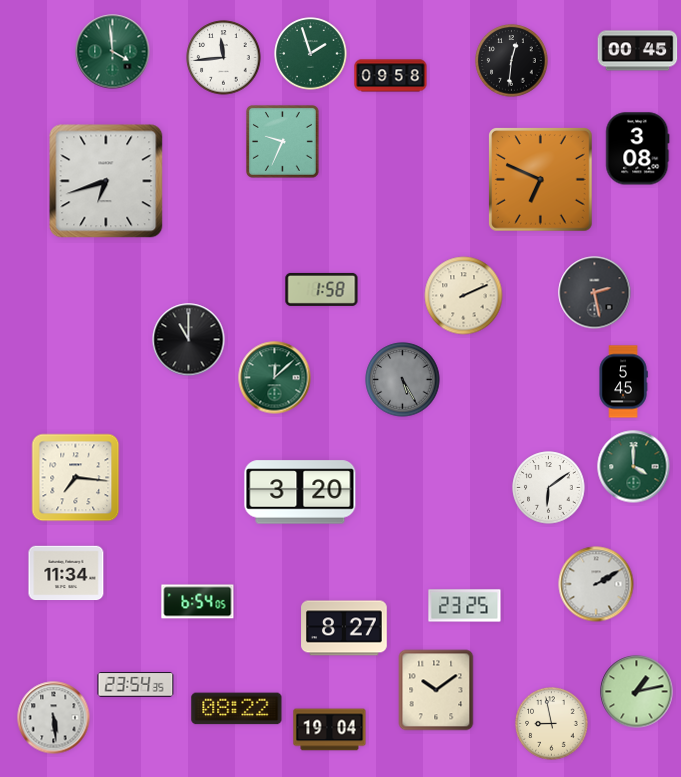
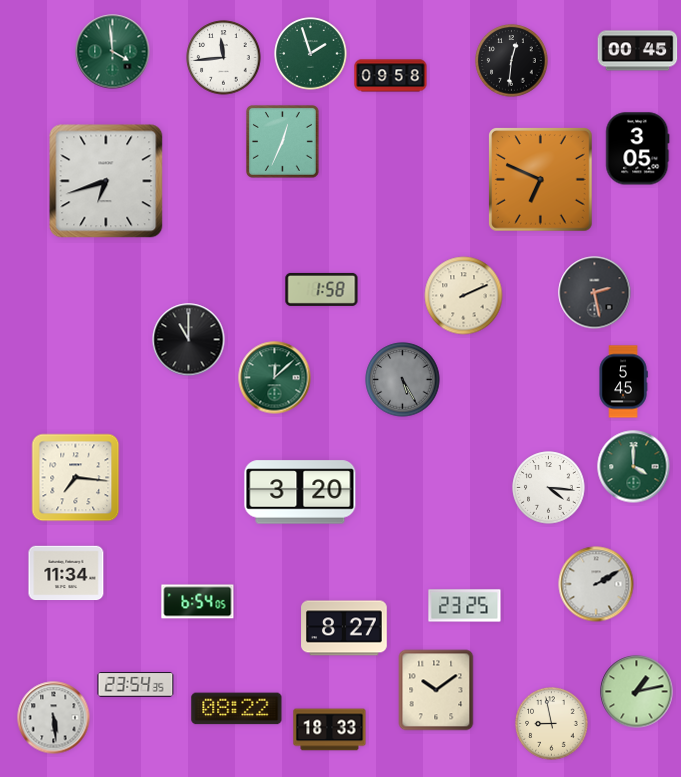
clock at (283, 142): 9:34 -> 12:34
clock at (638, 149): 3:08 -> 3:05
clock at (549, 488): 6:09 -> 4:16
clock at (330, 730): 19:04 -> 18:33
